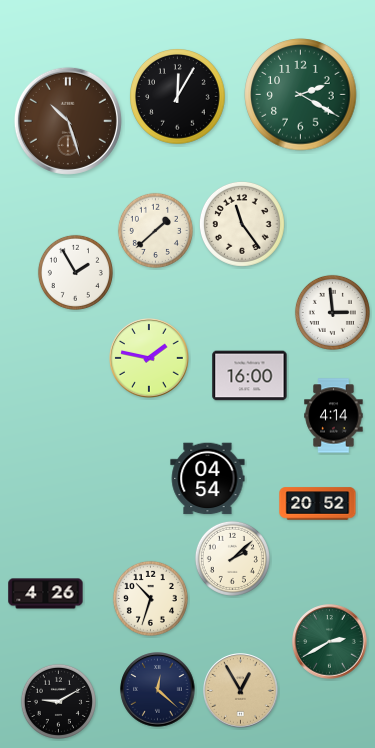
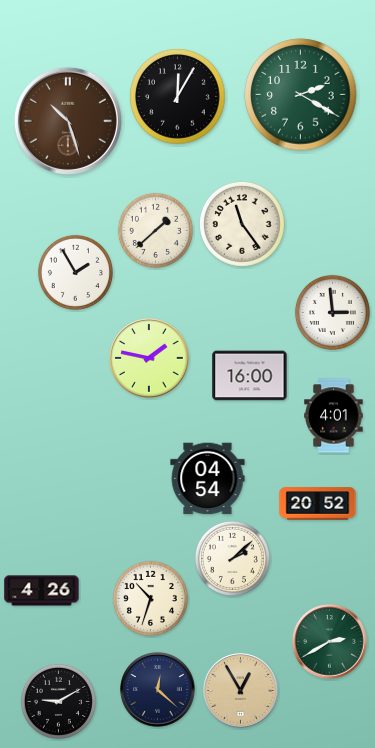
clock at (334, 416): 4:14 -> 4:01
clock at (46, 594) position: (46, 594) -> (42, 591)
